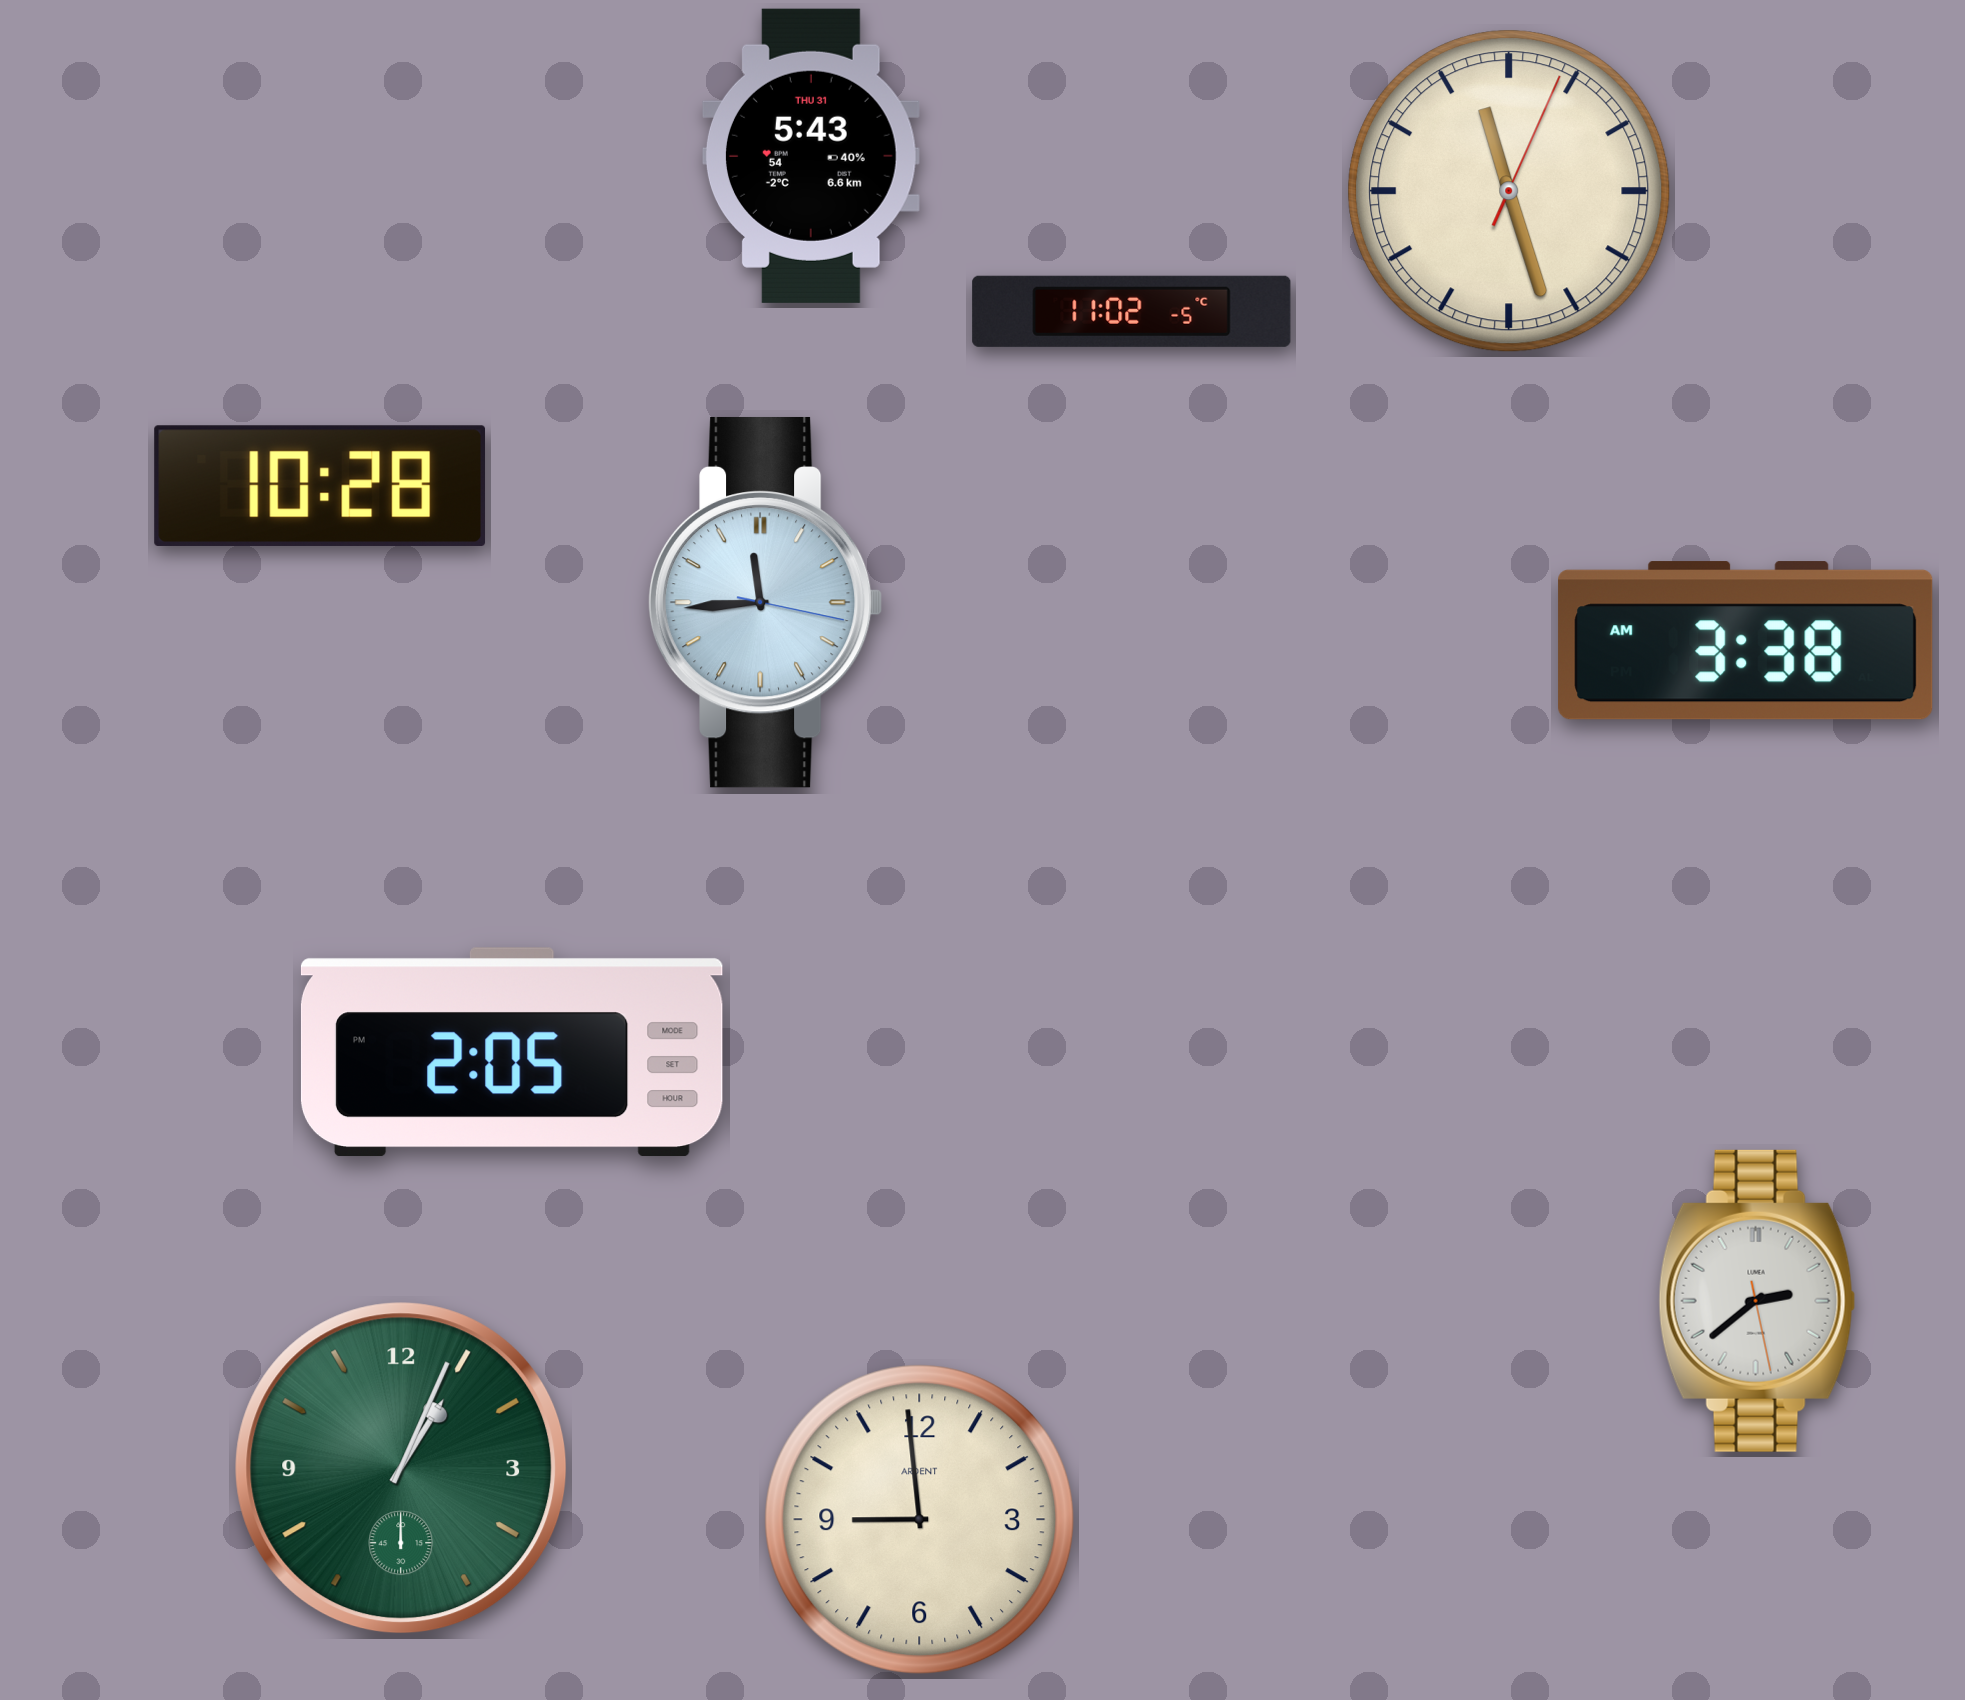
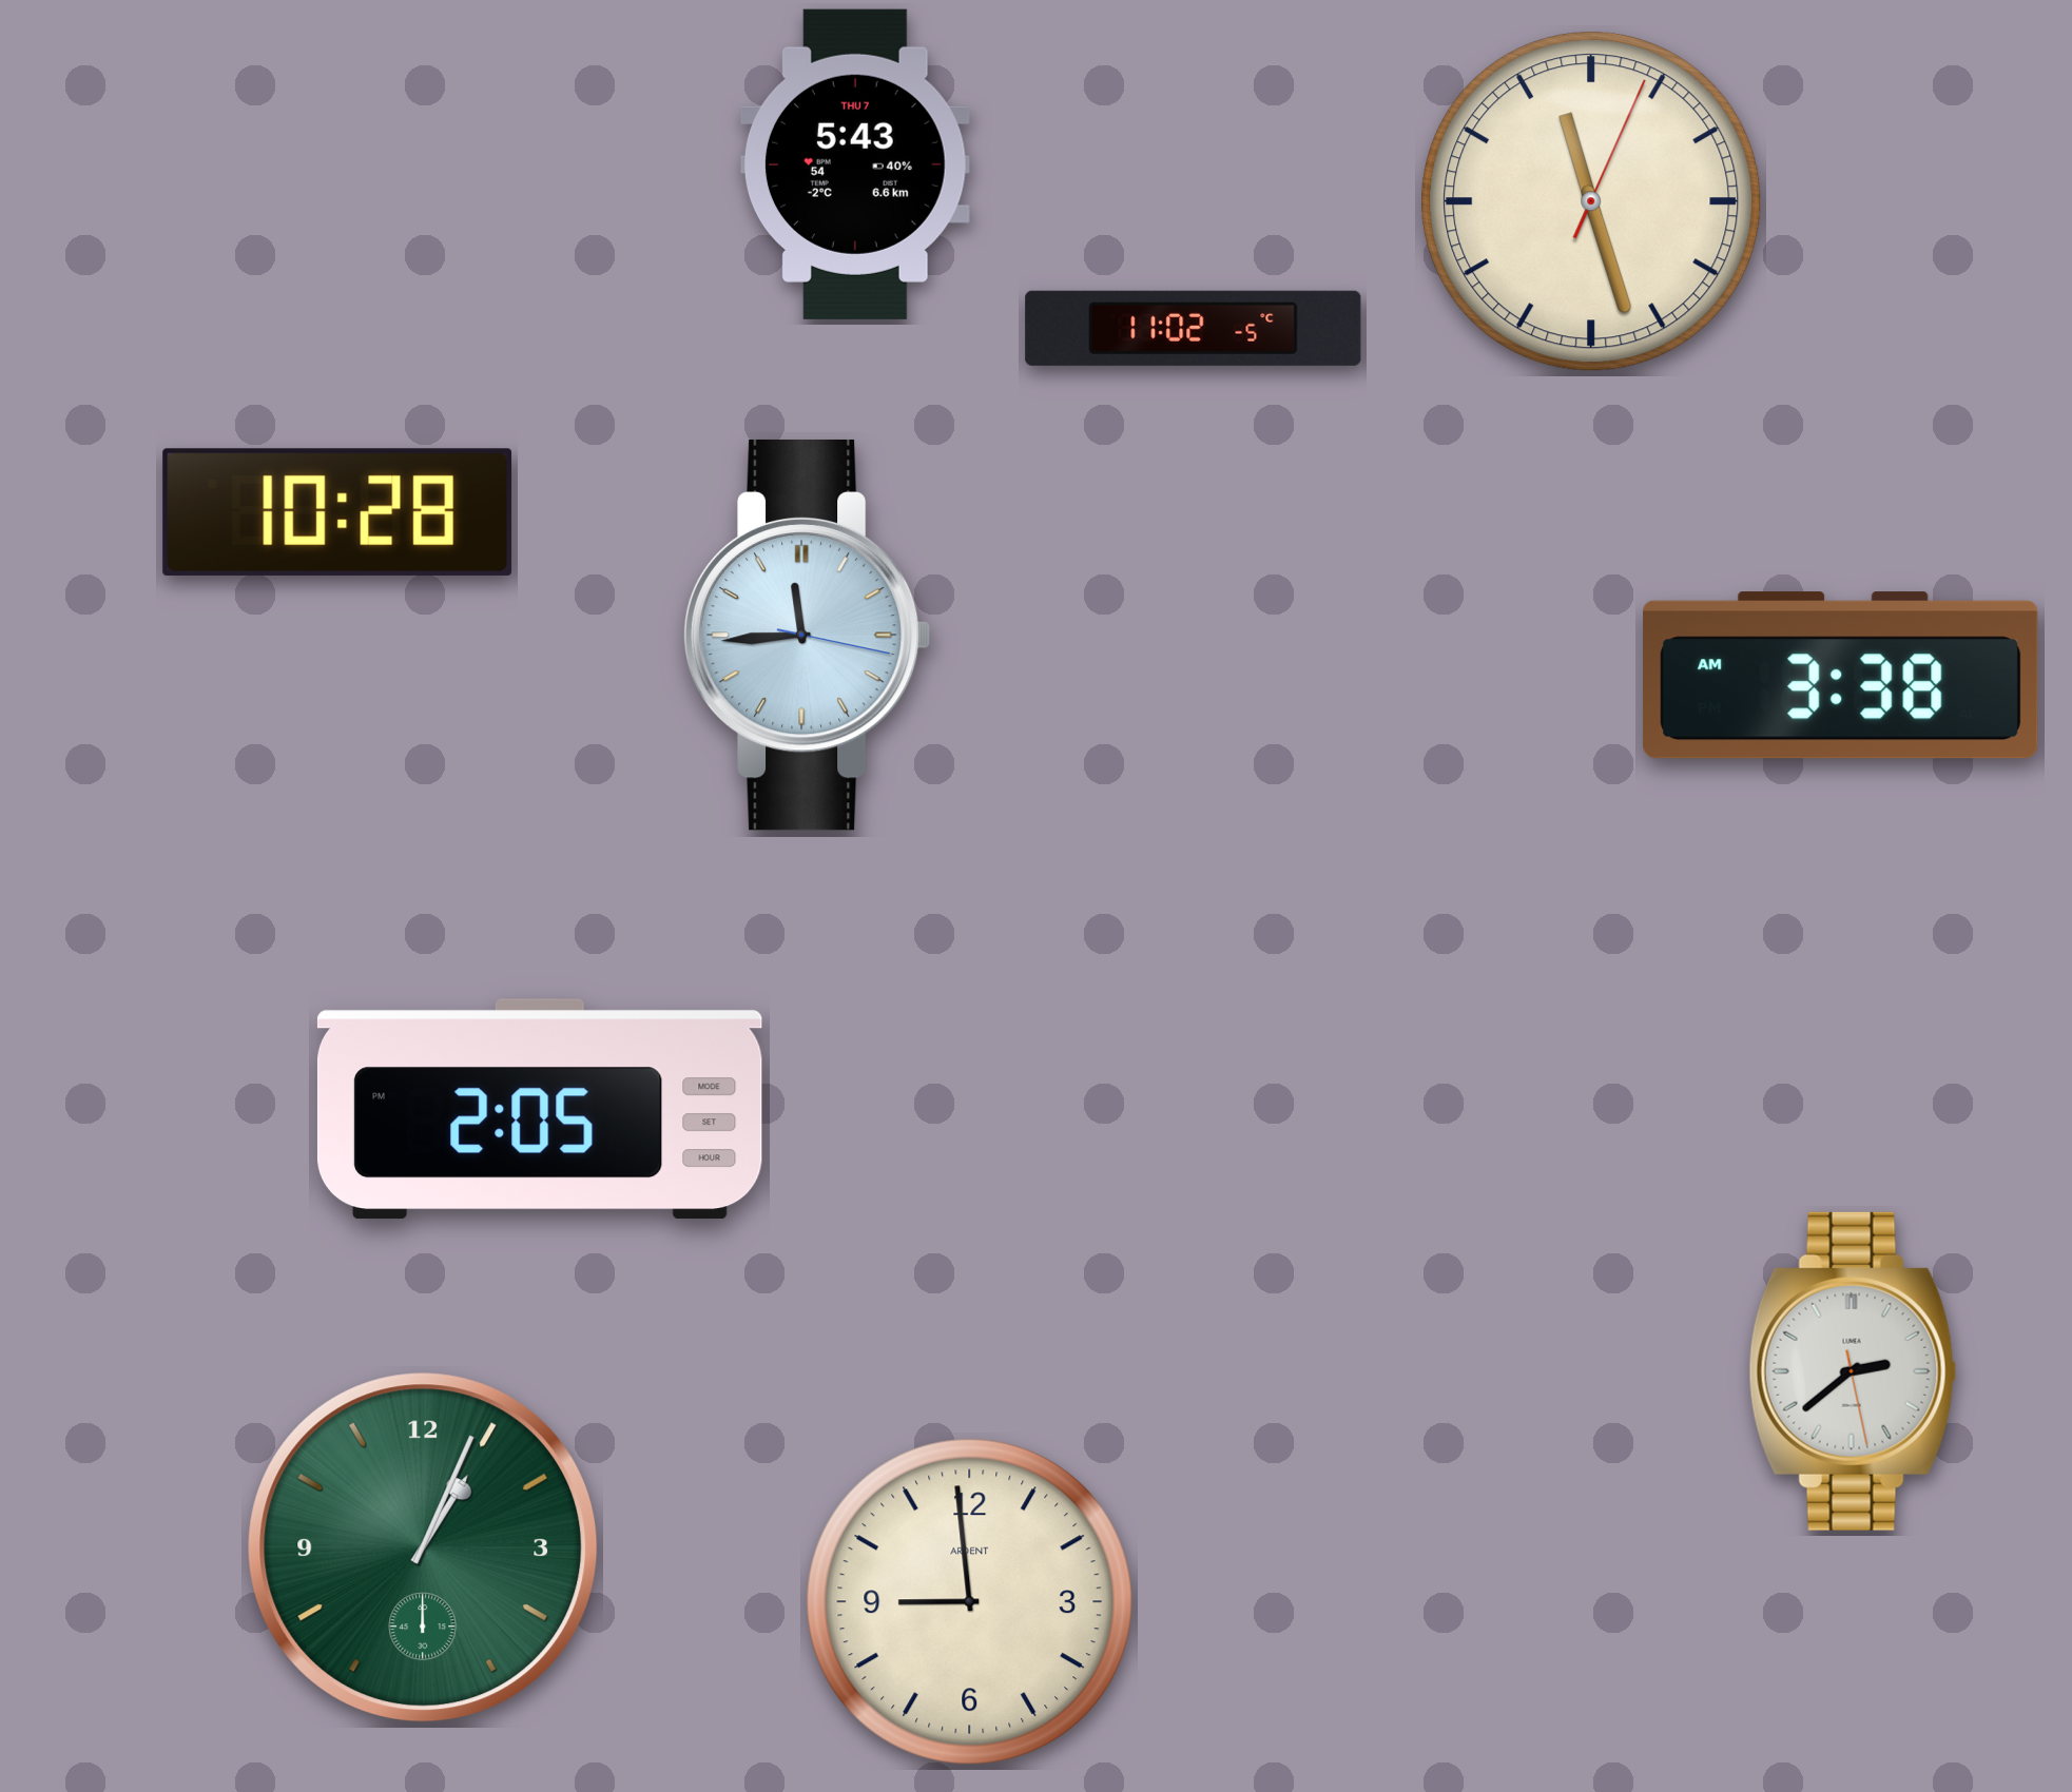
clock at (811, 156) date: THU 31 -> THU 7
